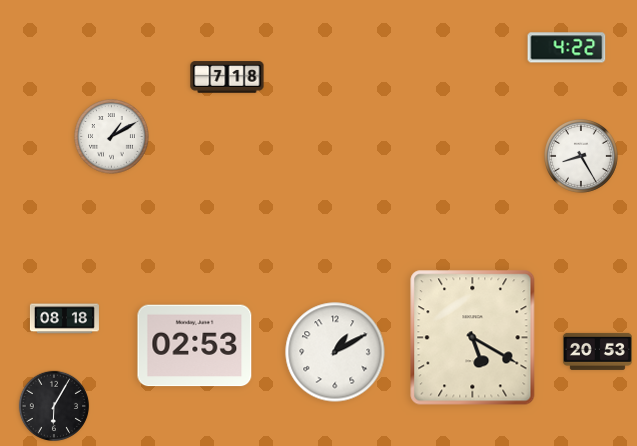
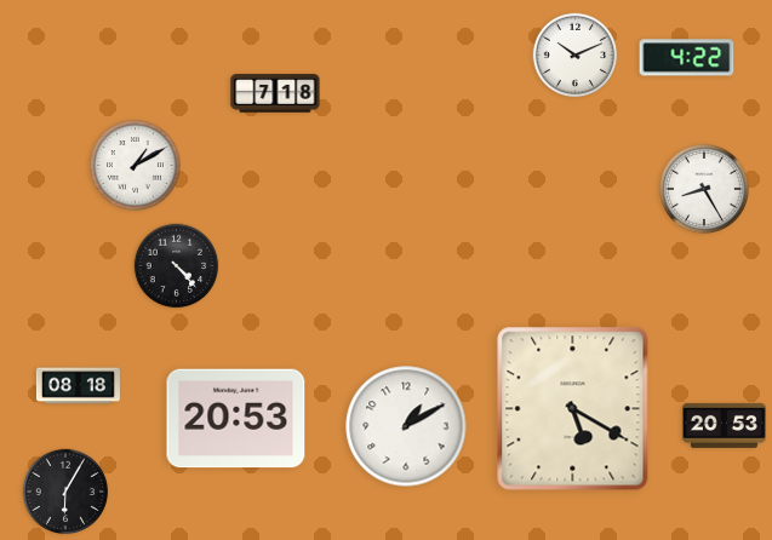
clock at (576, 56): none -> 10:11
clock at (177, 266): none -> 4:23
clock at (195, 346): 02:53 -> 20:53
